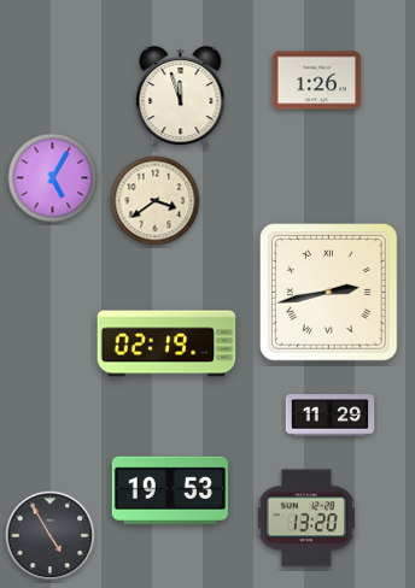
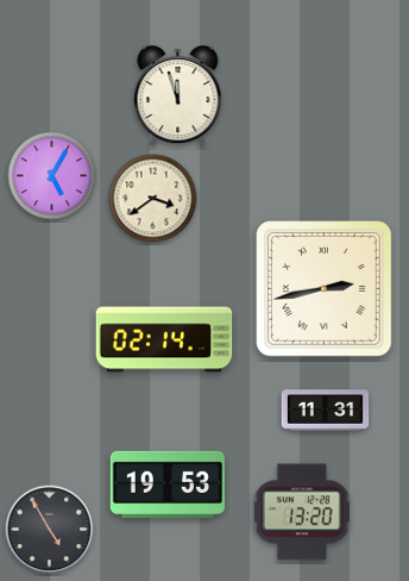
clock at (317, 81): 1:26 -> none
clock at (166, 343): 02:19 -> 02:14
clock at (331, 416): 11:29 -> 11:31
